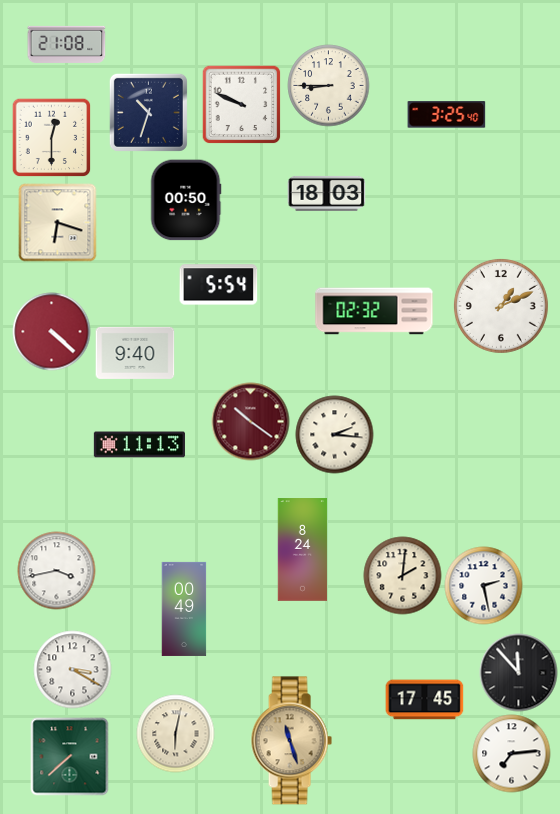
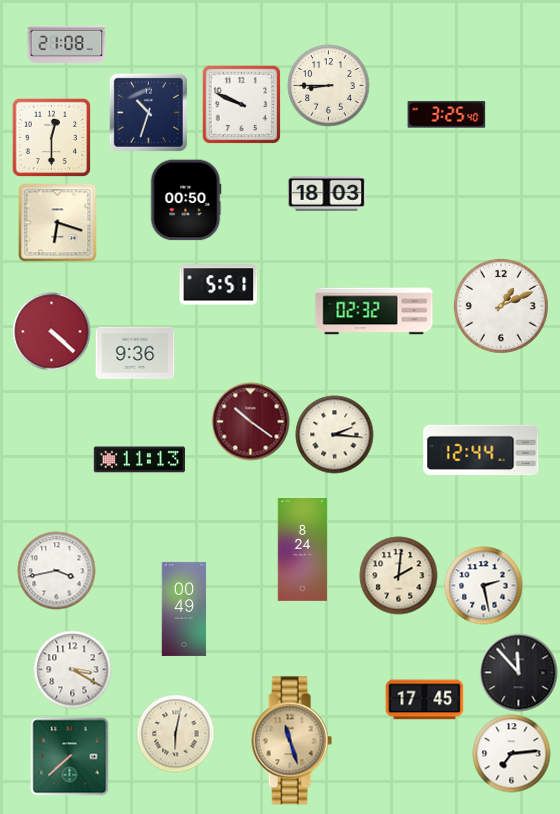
clock at (218, 285): 5:54 -> 5:51
clock at (135, 353): 9:40 -> 9:36
clock at (139, 445) position: (139, 445) -> (139, 460)
clock at (481, 450): none -> 12:44
clock at (402, 575) position: (402, 575) -> (398, 575)
